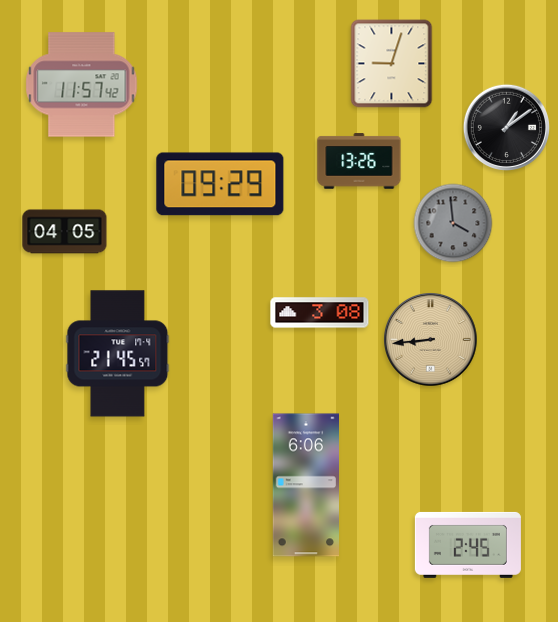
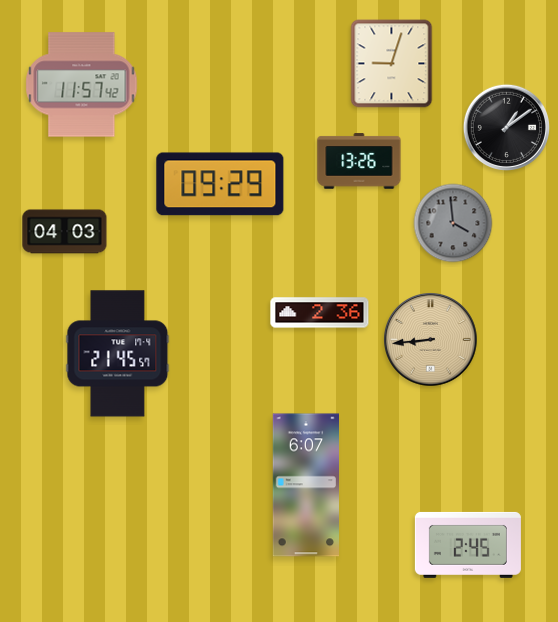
clock at (65, 232): 04:05 -> 04:03
clock at (320, 313): 3:08 -> 2:36
clock at (305, 485): 6:06 -> 6:07
